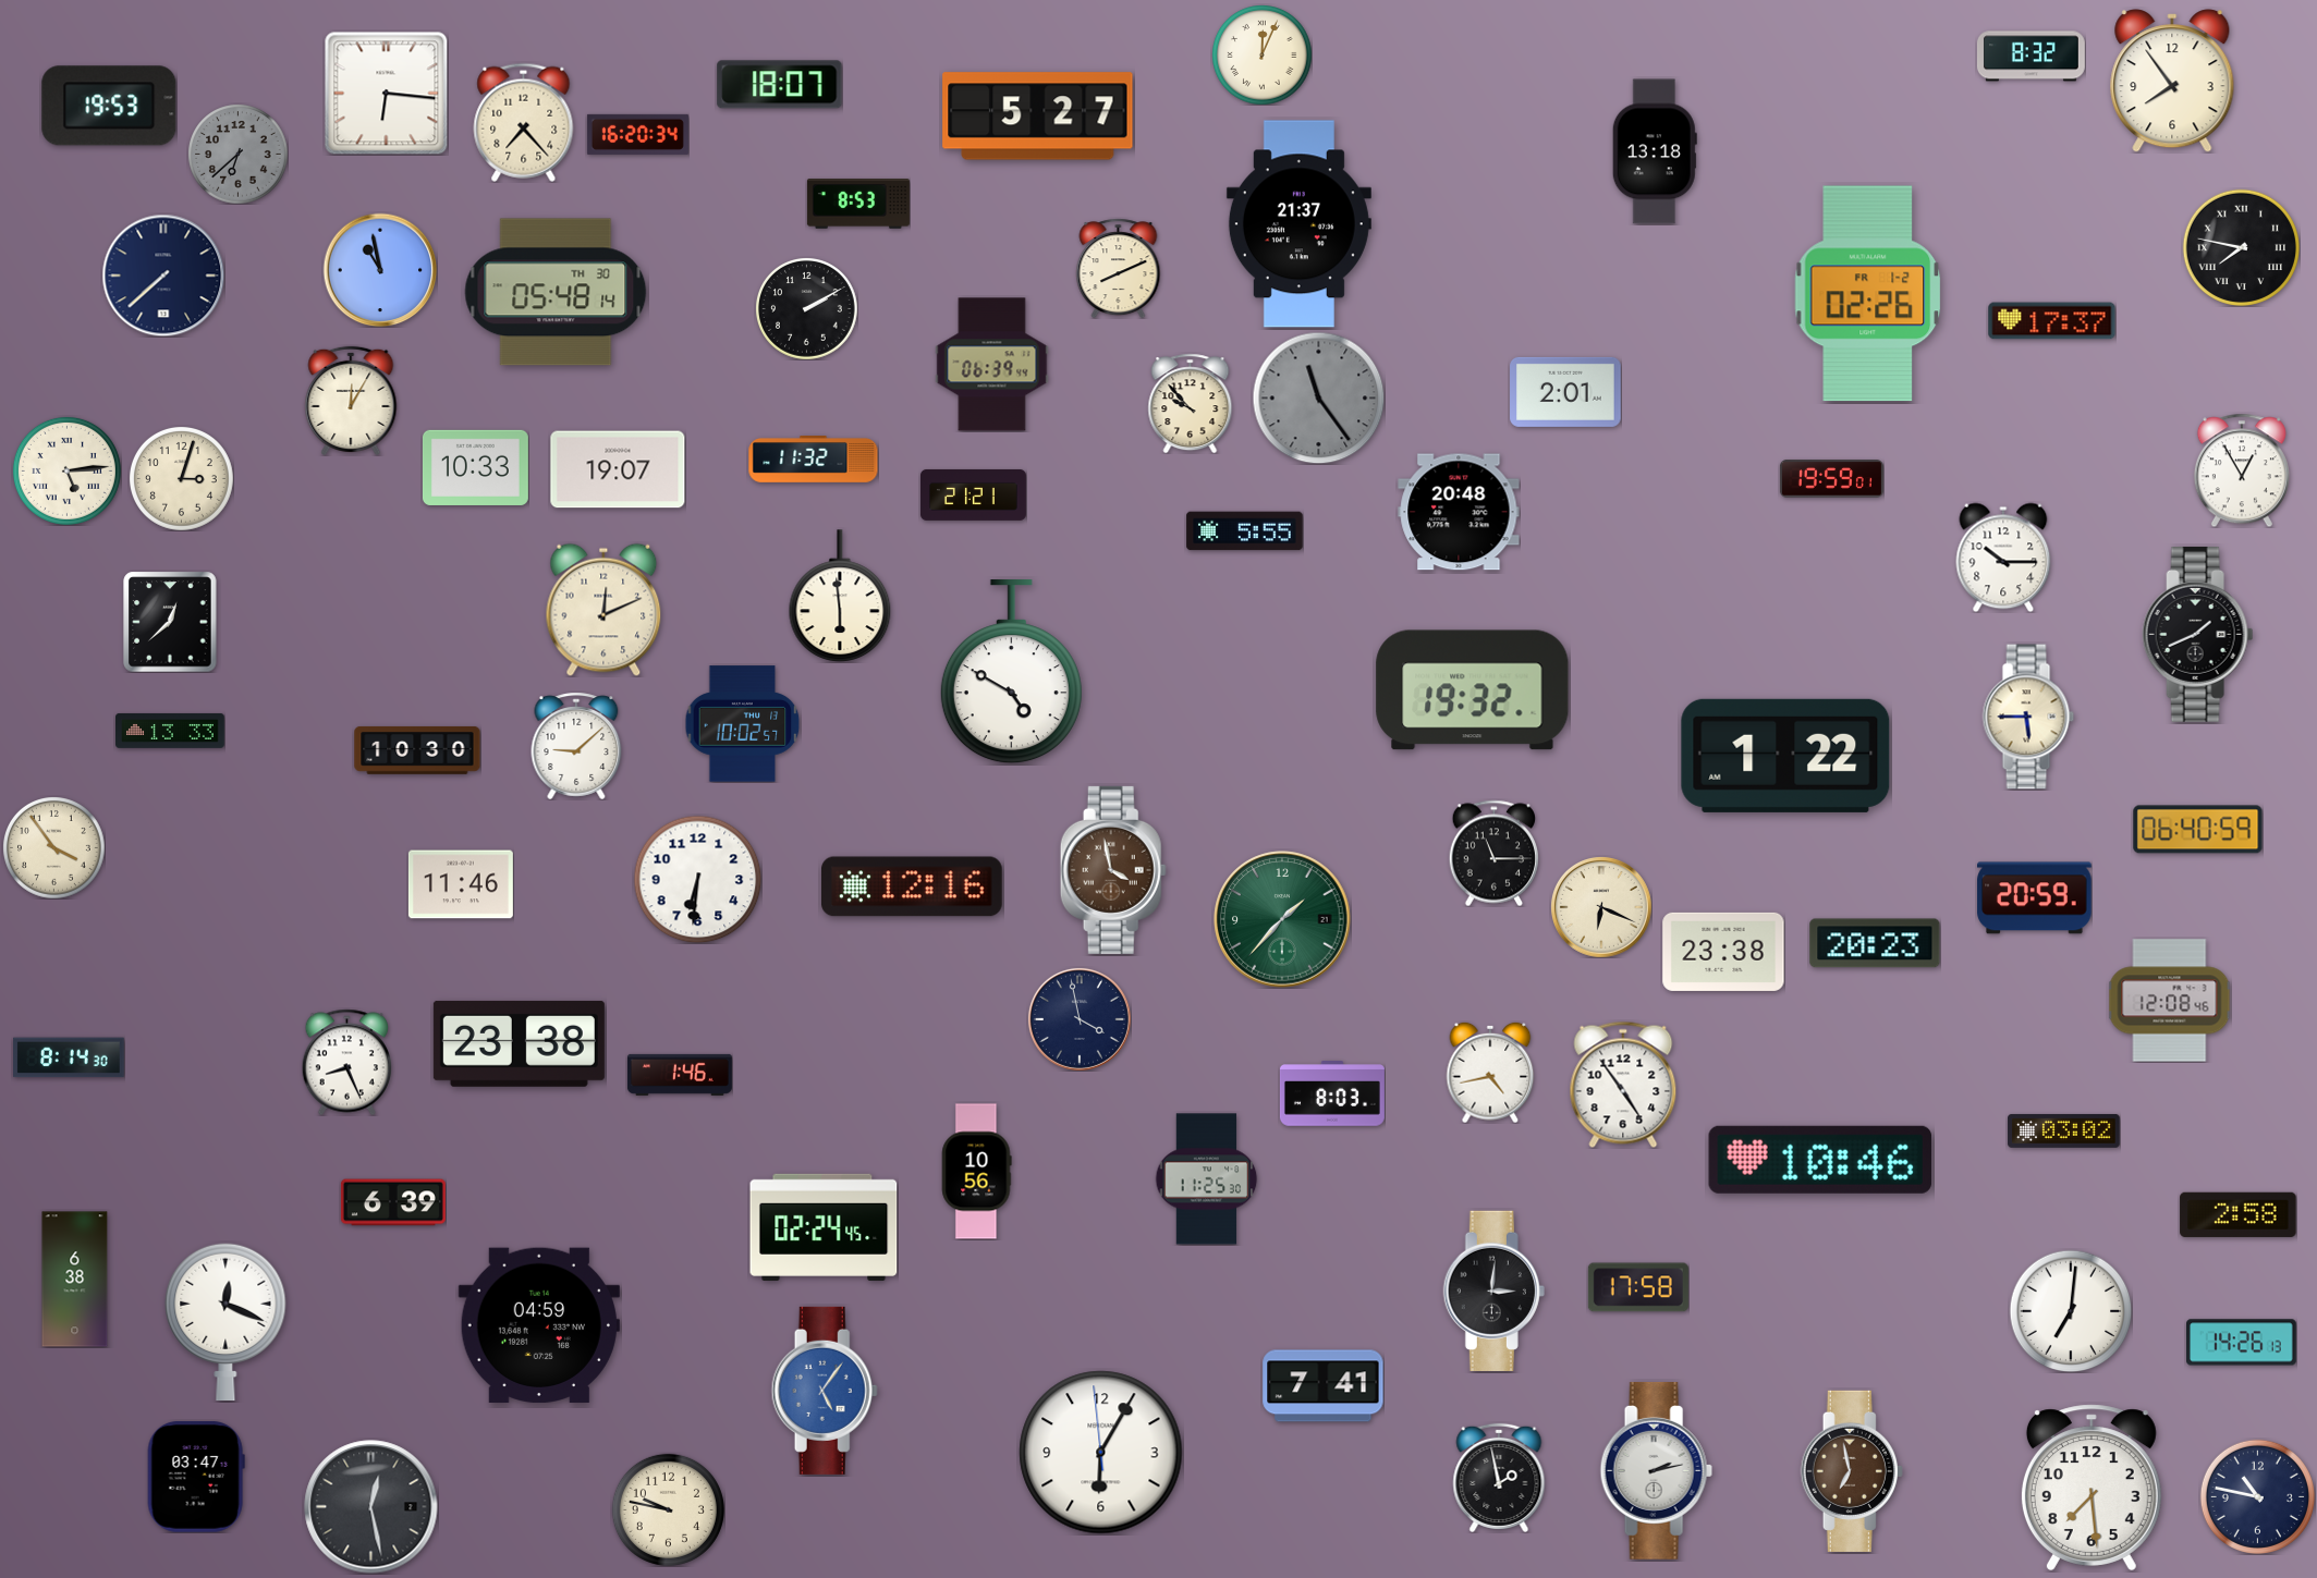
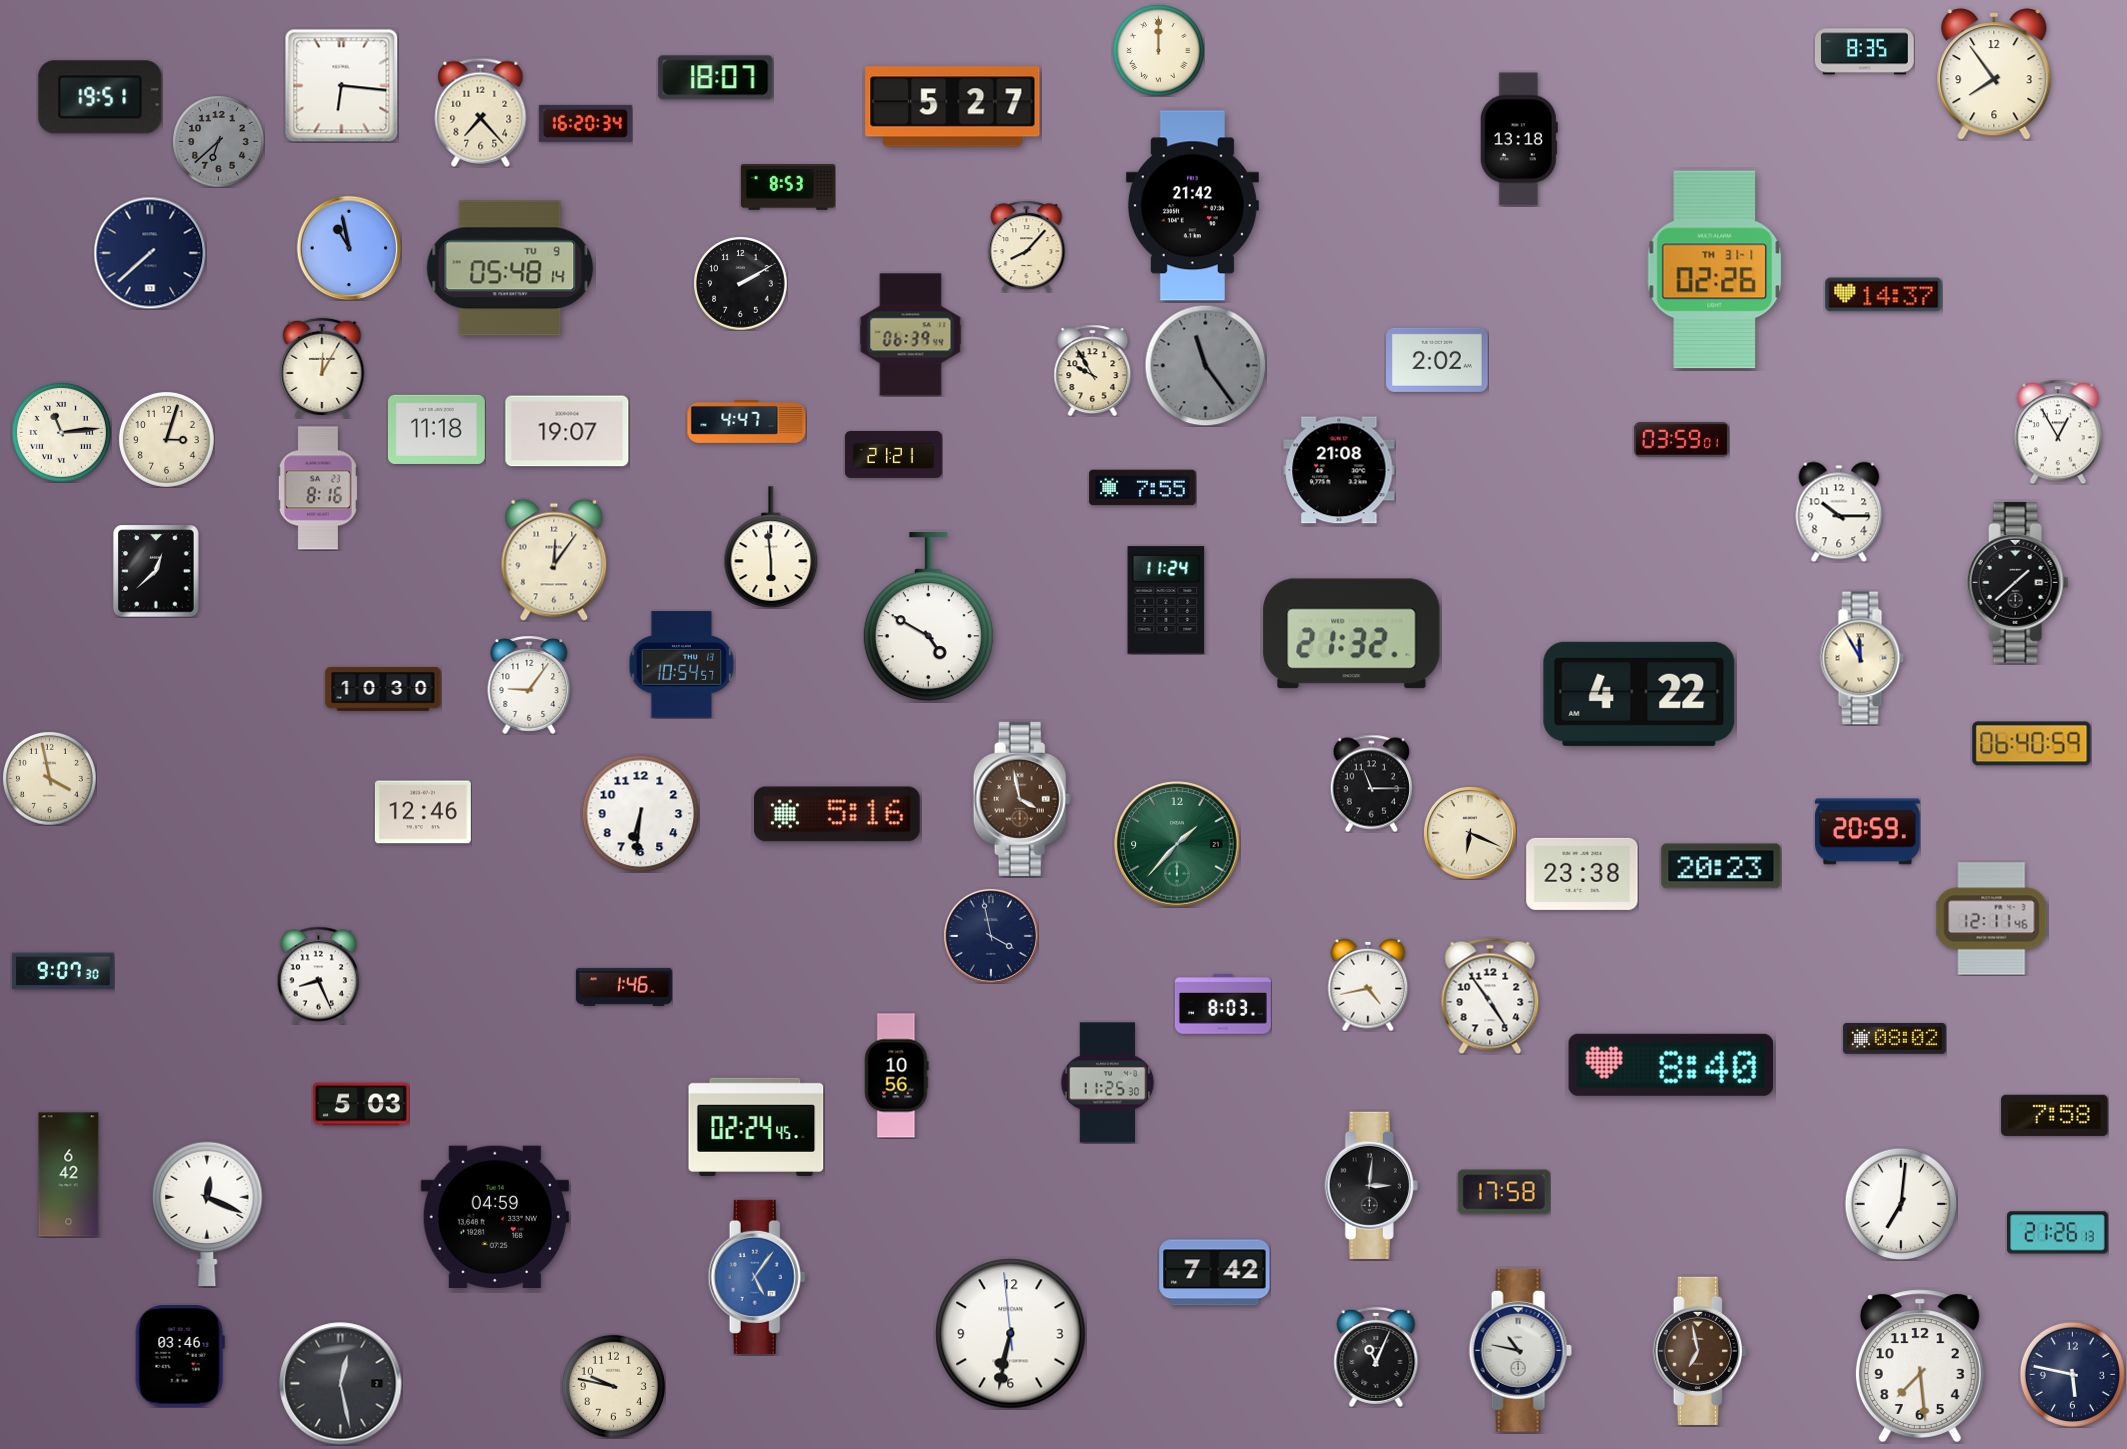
clock at (1261, 54): 12:04 -> 12:00
clock at (2031, 57): 8:32 -> 8:35
clock at (386, 93) position: (386, 93) -> (341, 85)
clock at (109, 106): 19:53 -> 19:51
clock at (1298, 224): 21:37 -> 21:42
clock at (2241, 247): 7:47 -> none
clock at (1119, 268): 8:11 -> 8:07
clock at (556, 292) date: TH 30 -> TU 9
clock at (1868, 294) date: FR 1-2 -> TH 31-1
clock at (2052, 321): 17:37 -> 14:37
clock at (1565, 392): 2:01 -> 2:02
clock at (1318, 397) position: (1318, 397) -> (1205, 365)
clock at (1191, 403): 9:53 -> 9:55
clock at (814, 460): 11:32 -> 4:47
clock at (475, 467): 10:33 -> 11:18
clock at (66, 470): 5:14 -> 11:14
clock at (1831, 479): 19:59 -> 03:59
clock at (1459, 512): 20:48 -> 21:08
clock at (318, 488): none -> 8:16
clock at (1245, 531): 5:55 -> 7:55
clock at (603, 610): 12:11 -> 12:06
clock at (2198, 634): 1:41 -> 1:38
clock at (1166, 600): none -> 11:24
clock at (1473, 690): 19:32 -> 21:32
clock at (2028, 717): 5:45 -> 11:55
clock at (743, 724): 10:02 -> 10:54
clock at (171, 731): 13:33 -> none
clock at (576, 746): 9:08 -> 9:06
clock at (1785, 756): 1:22 -> 4:22
clock at (2198, 830) position: (2198, 830) -> (2032, 744)
clock at (54, 848): 3:54 -> 3:58
clock at (697, 879) position: (697, 879) -> (640, 813)
clock at (461, 884): 11:46 -> 12:46
clock at (913, 886): 12:16 -> 5:16
clock at (2035, 898) position: (2035, 898) -> (1868, 832)
clock at (2170, 1001): 12:08 -> 12:11
clock at (519, 1043): 23:38 -> none
clock at (70, 1057): 8:14 -> 9:07
clock at (2064, 1130): 03:02 -> 08:02
clock at (1820, 1160): 10:46 -> 8:40
clock at (393, 1202): 6:39 -> 5:03
clock at (2239, 1214): 2:58 -> 7:58
clock at (75, 1280): 6:38 -> 6:42
clock at (1638, 1287) position: (1638, 1287) -> (1504, 1192)
clock at (2242, 1343): 14:26 -> 21:26
clock at (1324, 1386): 7:41 -> 7:42
clock at (1101, 1453): 6:04 -> 6:31
clock at (1656, 1470): 2:13 -> 10:47
clock at (196, 1478): 03:47 -> 03:46
clock at (1499, 1478): 1:58 -> 11:04
clock at (2257, 1496): 10:47 -> 5:47
